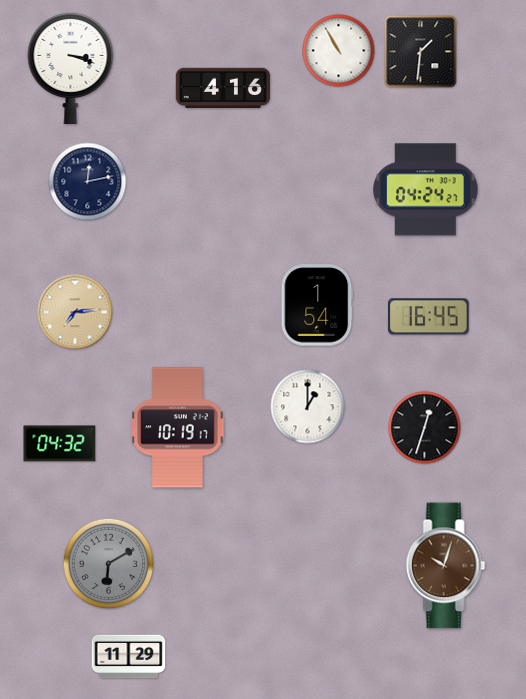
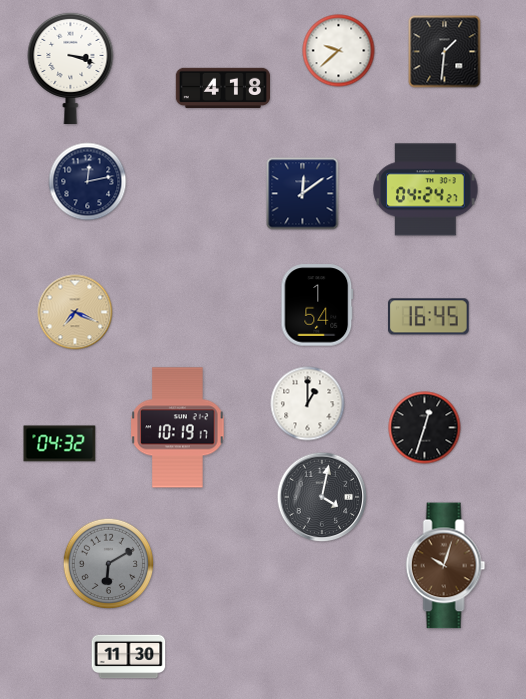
clock at (339, 51): 10:55 -> 9:38
clock at (421, 52) position: (421, 52) -> (445, 52)
clock at (222, 87): 4:16 -> 4:18
clock at (303, 194): none -> 12:09
clock at (75, 312): 7:14 -> 7:19
clock at (308, 407) position: (308, 407) -> (308, 404)
clock at (322, 497): none -> 4:02
clock at (129, 657): 11:29 -> 11:30
